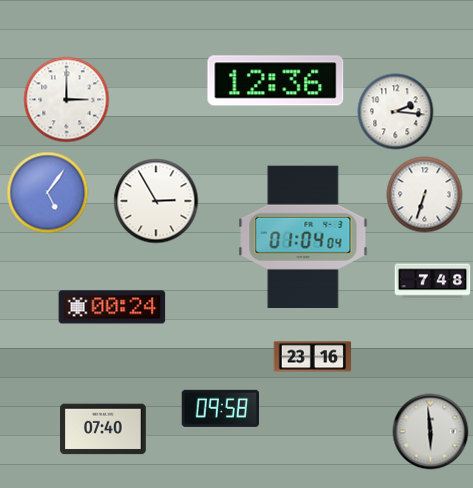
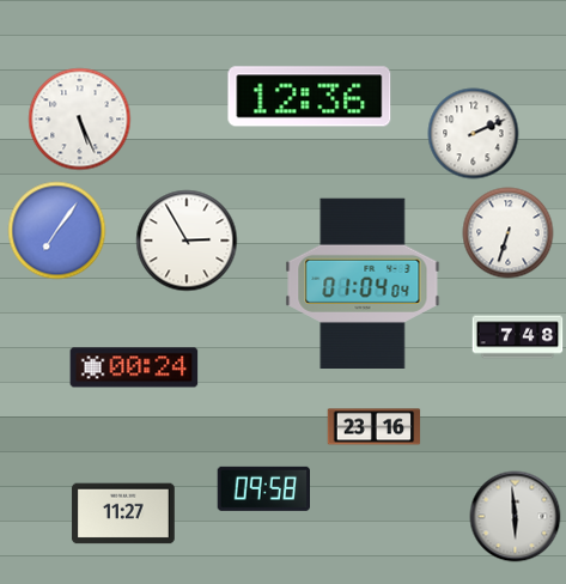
clock at (276, 81) position: (276, 81) -> (310, 97)
clock at (67, 100): 3:00 -> 5:26
clock at (396, 112): 2:16 -> 2:11
clock at (48, 193): 5:06 -> 7:06
clock at (103, 429): 07:40 -> 11:27
